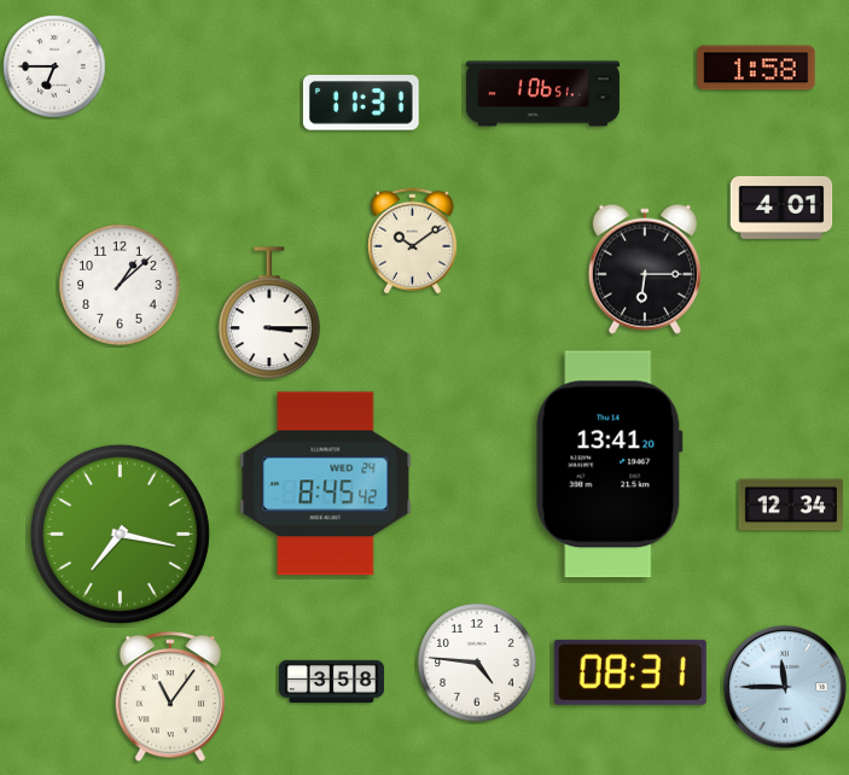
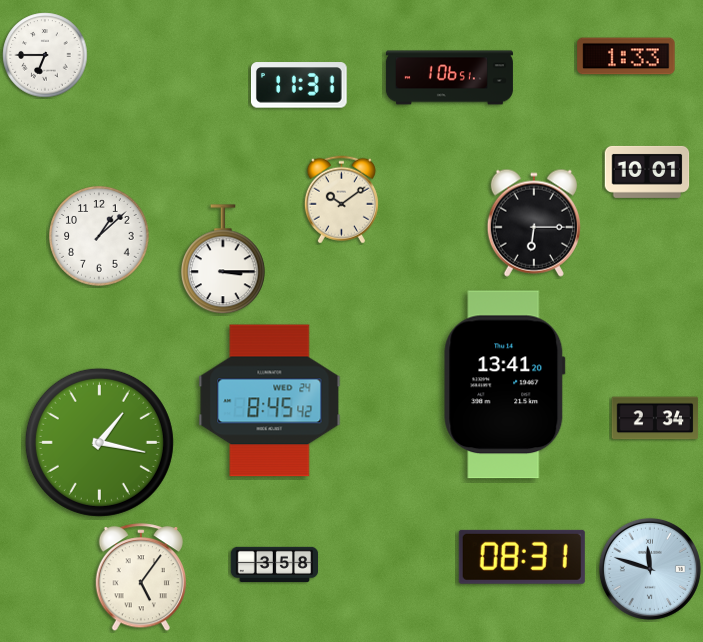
clock at (756, 68): 1:58 -> 1:33
clock at (781, 208): 4:01 -> 10:01
clock at (791, 505): 12:34 -> 2:34
clock at (120, 534): 7:17 -> 1:17
clock at (477, 663): 4:46 -> none
clock at (785, 687): 11:45 -> 11:48
clock at (169, 698): 11:06 -> 5:06
